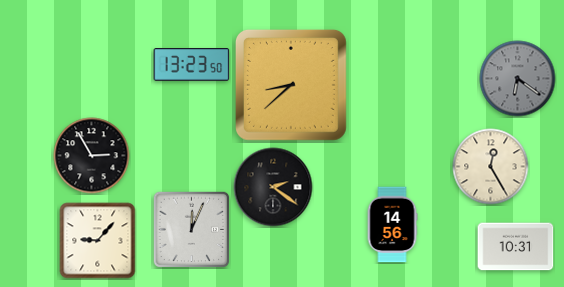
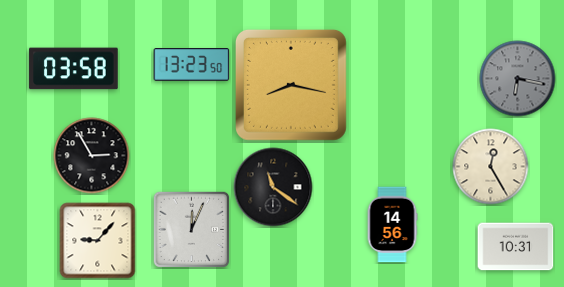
clock at (74, 69): none -> 03:58
clock at (518, 79): 6:21 -> 6:17
clock at (291, 85): 8:38 -> 8:17
clock at (273, 187): 2:21 -> 11:21
